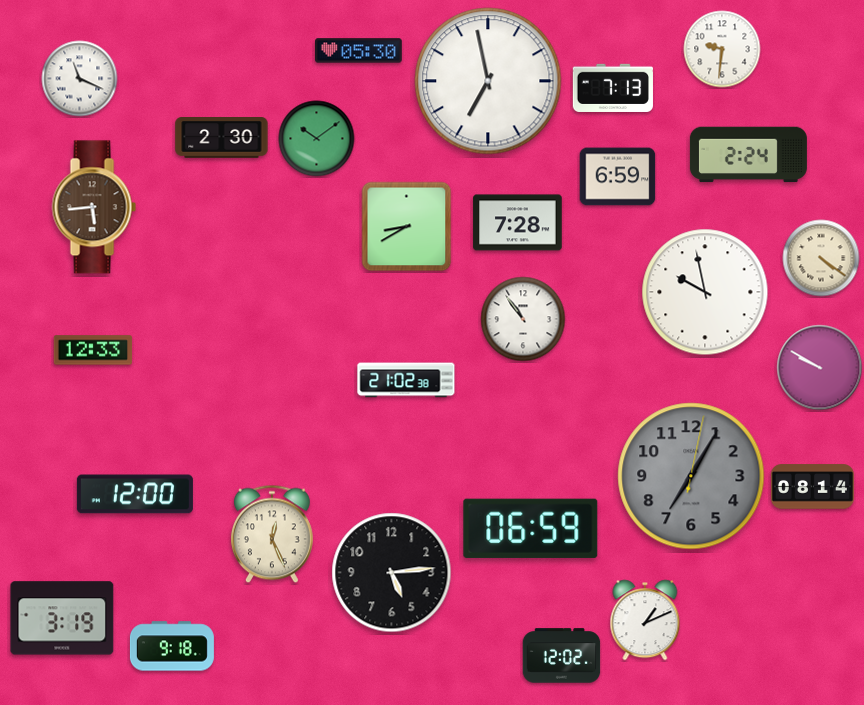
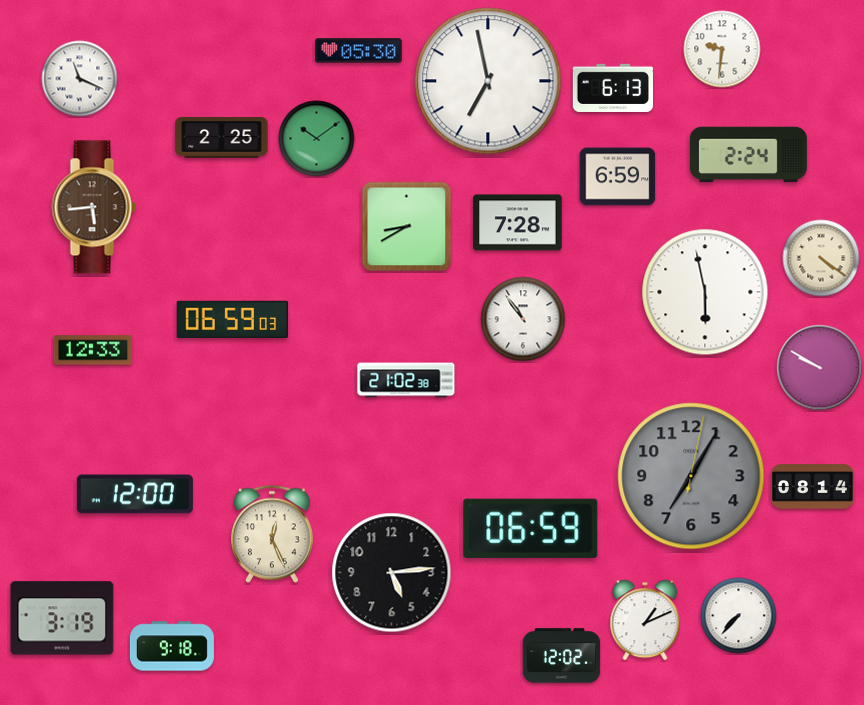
clock at (613, 88): 7:13 -> 6:13
clock at (222, 138): 2:30 -> 2:25
clock at (705, 292): 9:58 -> 5:58
clock at (233, 320): none -> 06:59
clock at (739, 616): none -> 7:37
